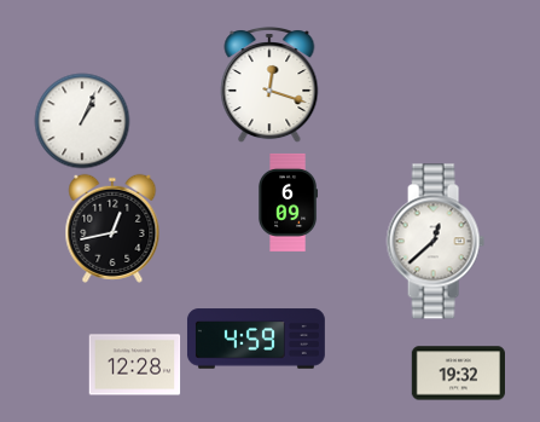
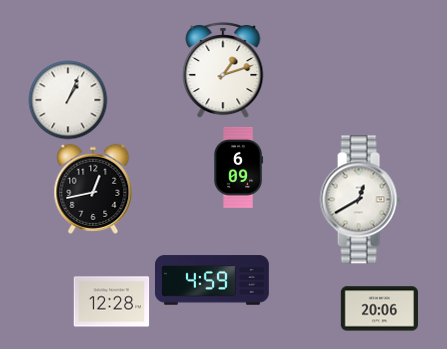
clock at (269, 85): 12:18 -> 1:12
clock at (435, 242): 12:38 -> 12:40
clock at (458, 374): 19:32 -> 20:06
